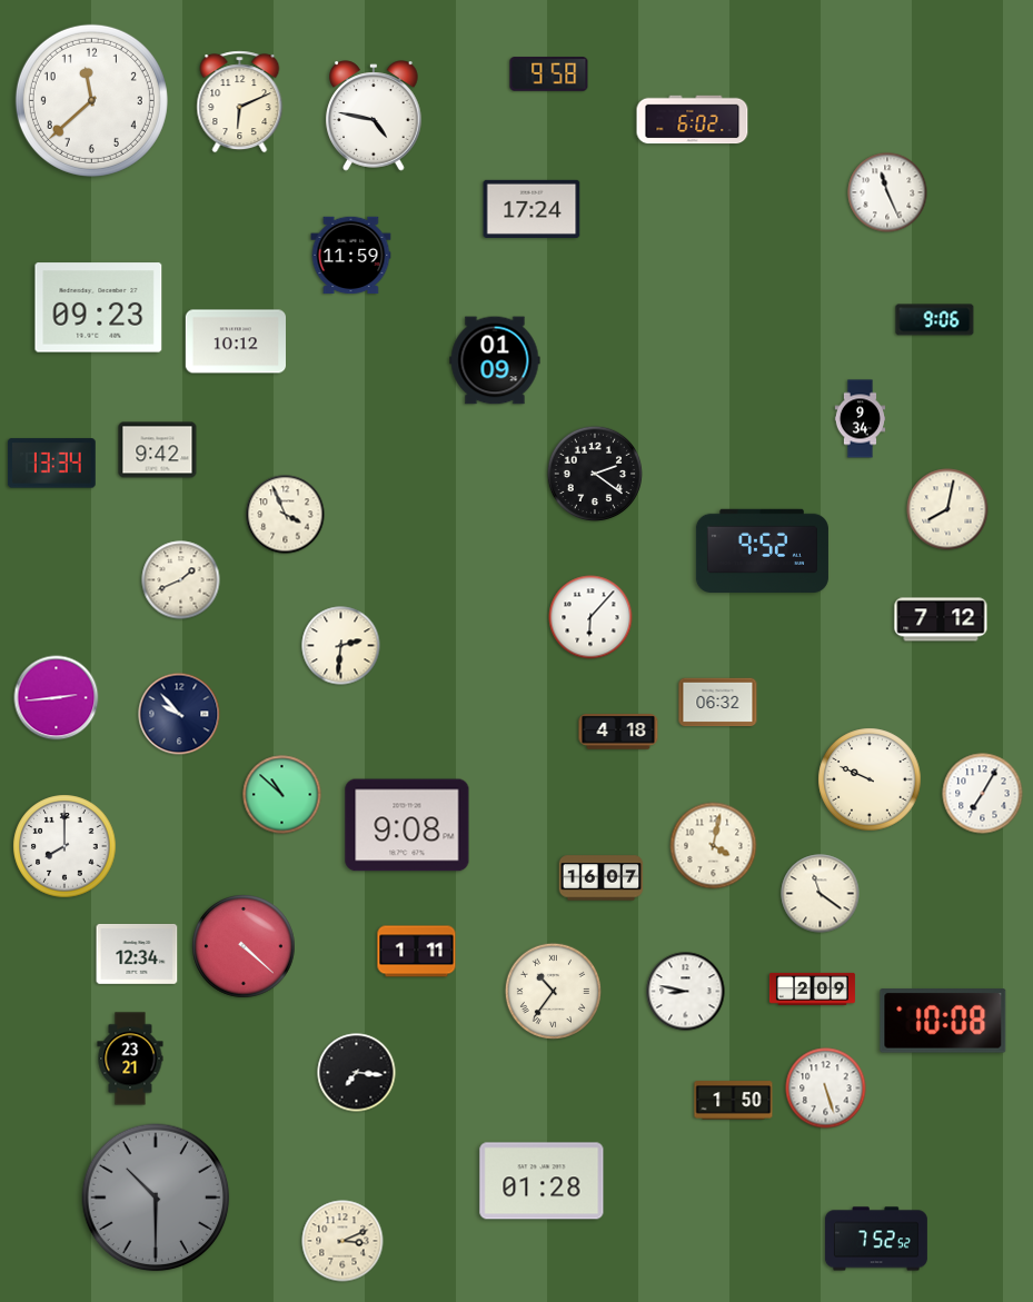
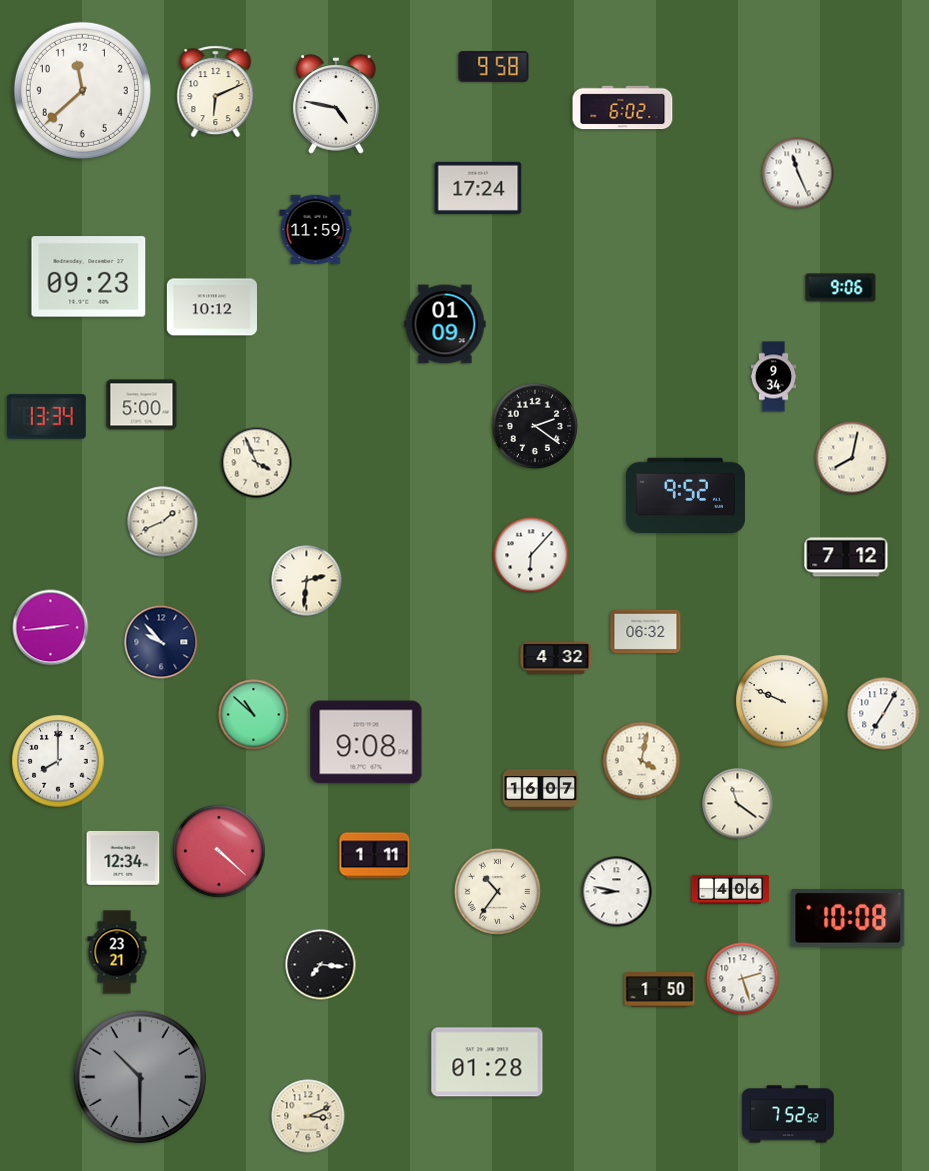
clock at (158, 450): 9:42 -> 5:00
clock at (618, 732): 4:18 -> 4:32
clock at (812, 988): 2:09 -> 4:06
clock at (826, 1089): 5:27 -> 2:27
